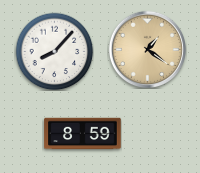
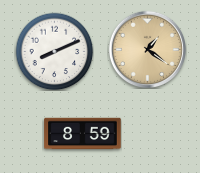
clock at (54, 51): 8:07 -> 8:11
